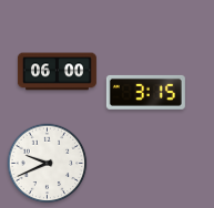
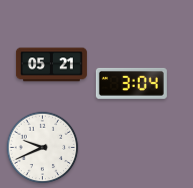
clock at (57, 72): 06:00 -> 05:21
clock at (145, 92): 3:15 -> 3:04
